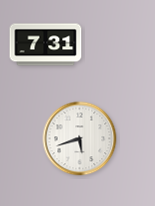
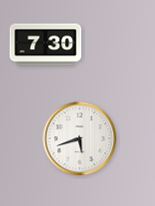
clock at (46, 45): 7:31 -> 7:30
